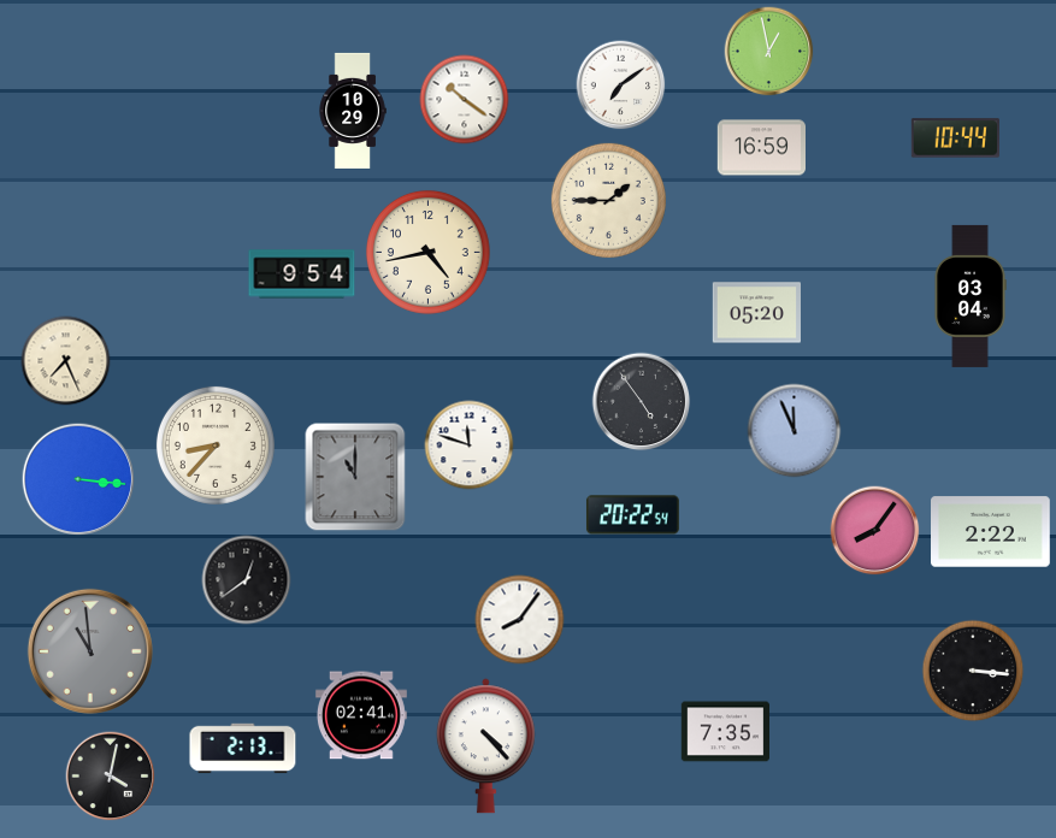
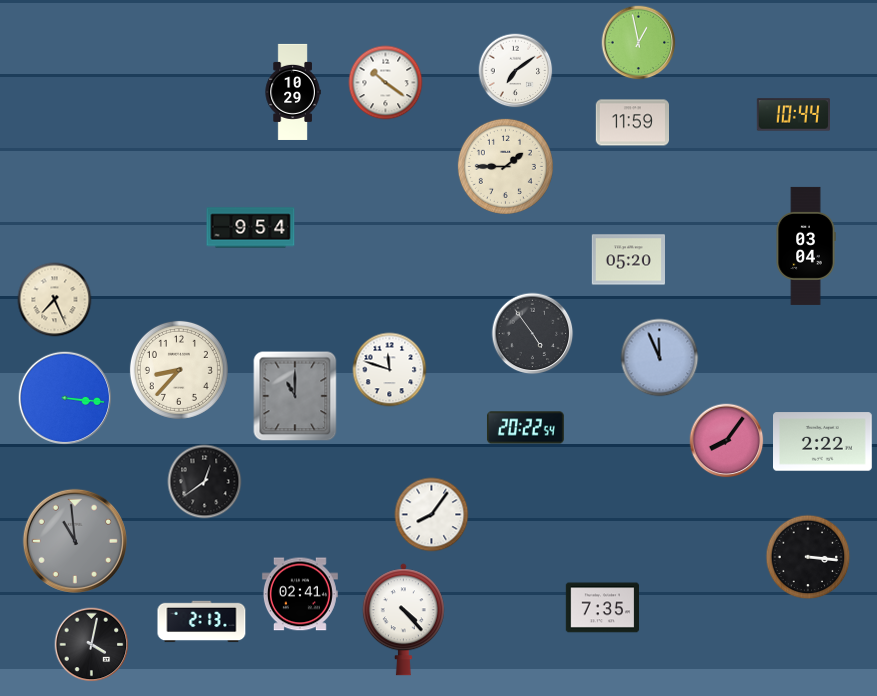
clock at (762, 148): 16:59 -> 11:59
clock at (427, 252): 4:43 -> none
